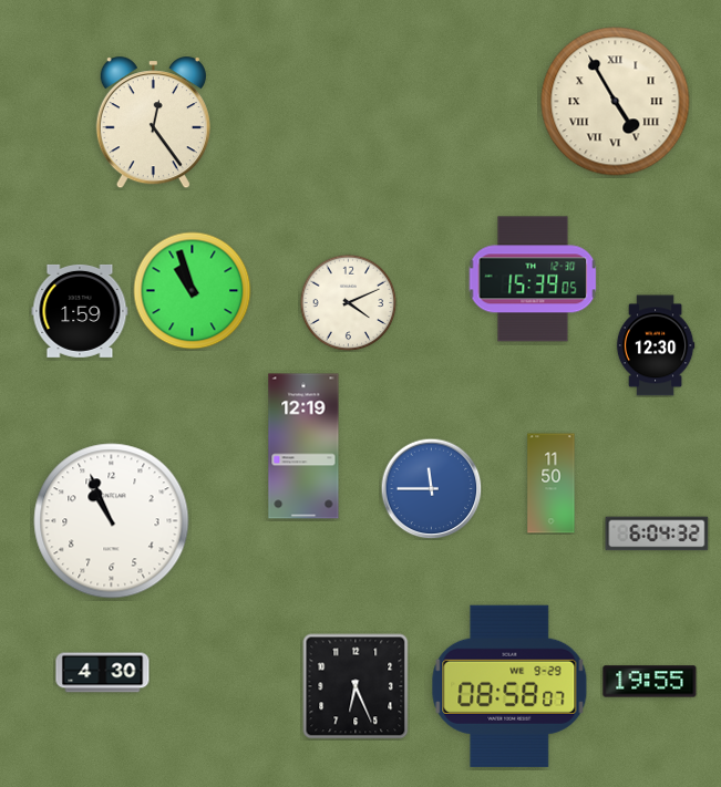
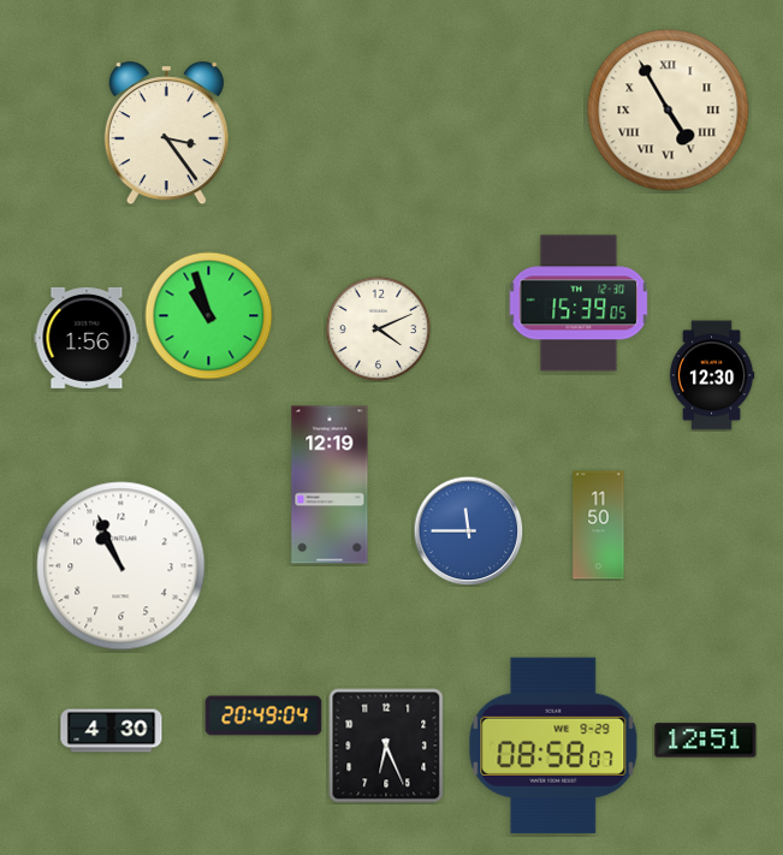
clock at (153, 123): 12:24 -> 3:24
clock at (80, 311): 1:59 -> 1:56
clock at (657, 534): 6:04 -> none
clock at (263, 716): none -> 20:49
clock at (650, 682): 19:55 -> 12:51
